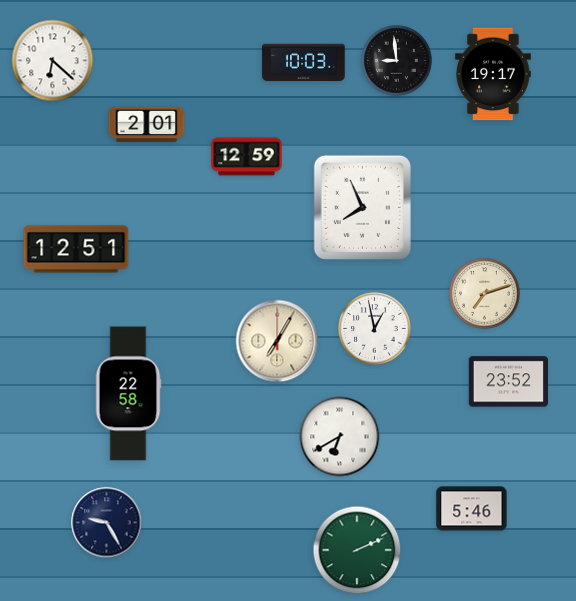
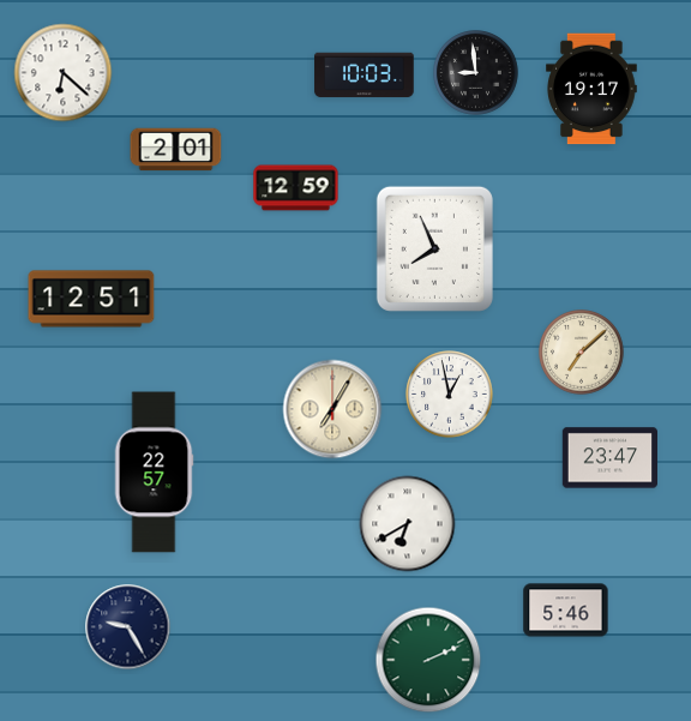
clock at (485, 294): 7:12 -> 7:08
clock at (508, 382): 23:52 -> 23:47
clock at (128, 394): 22:58 -> 22:57
